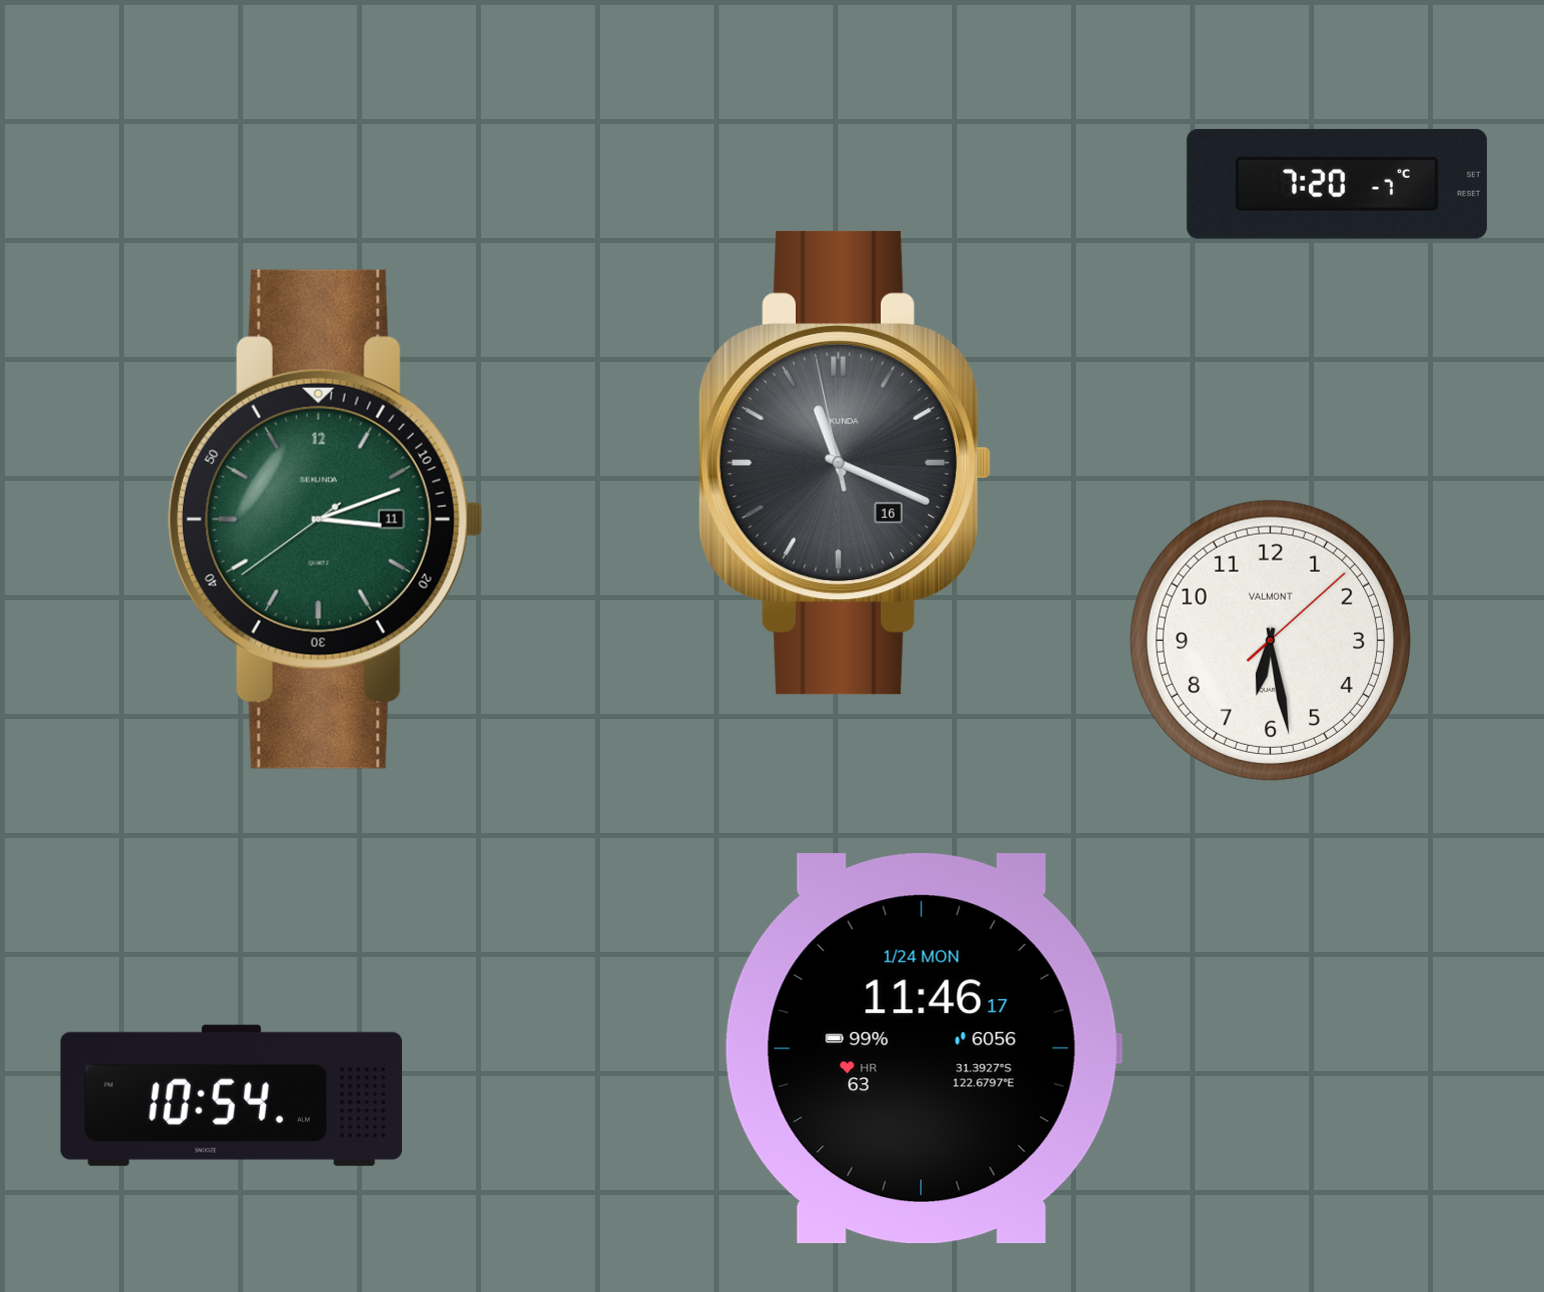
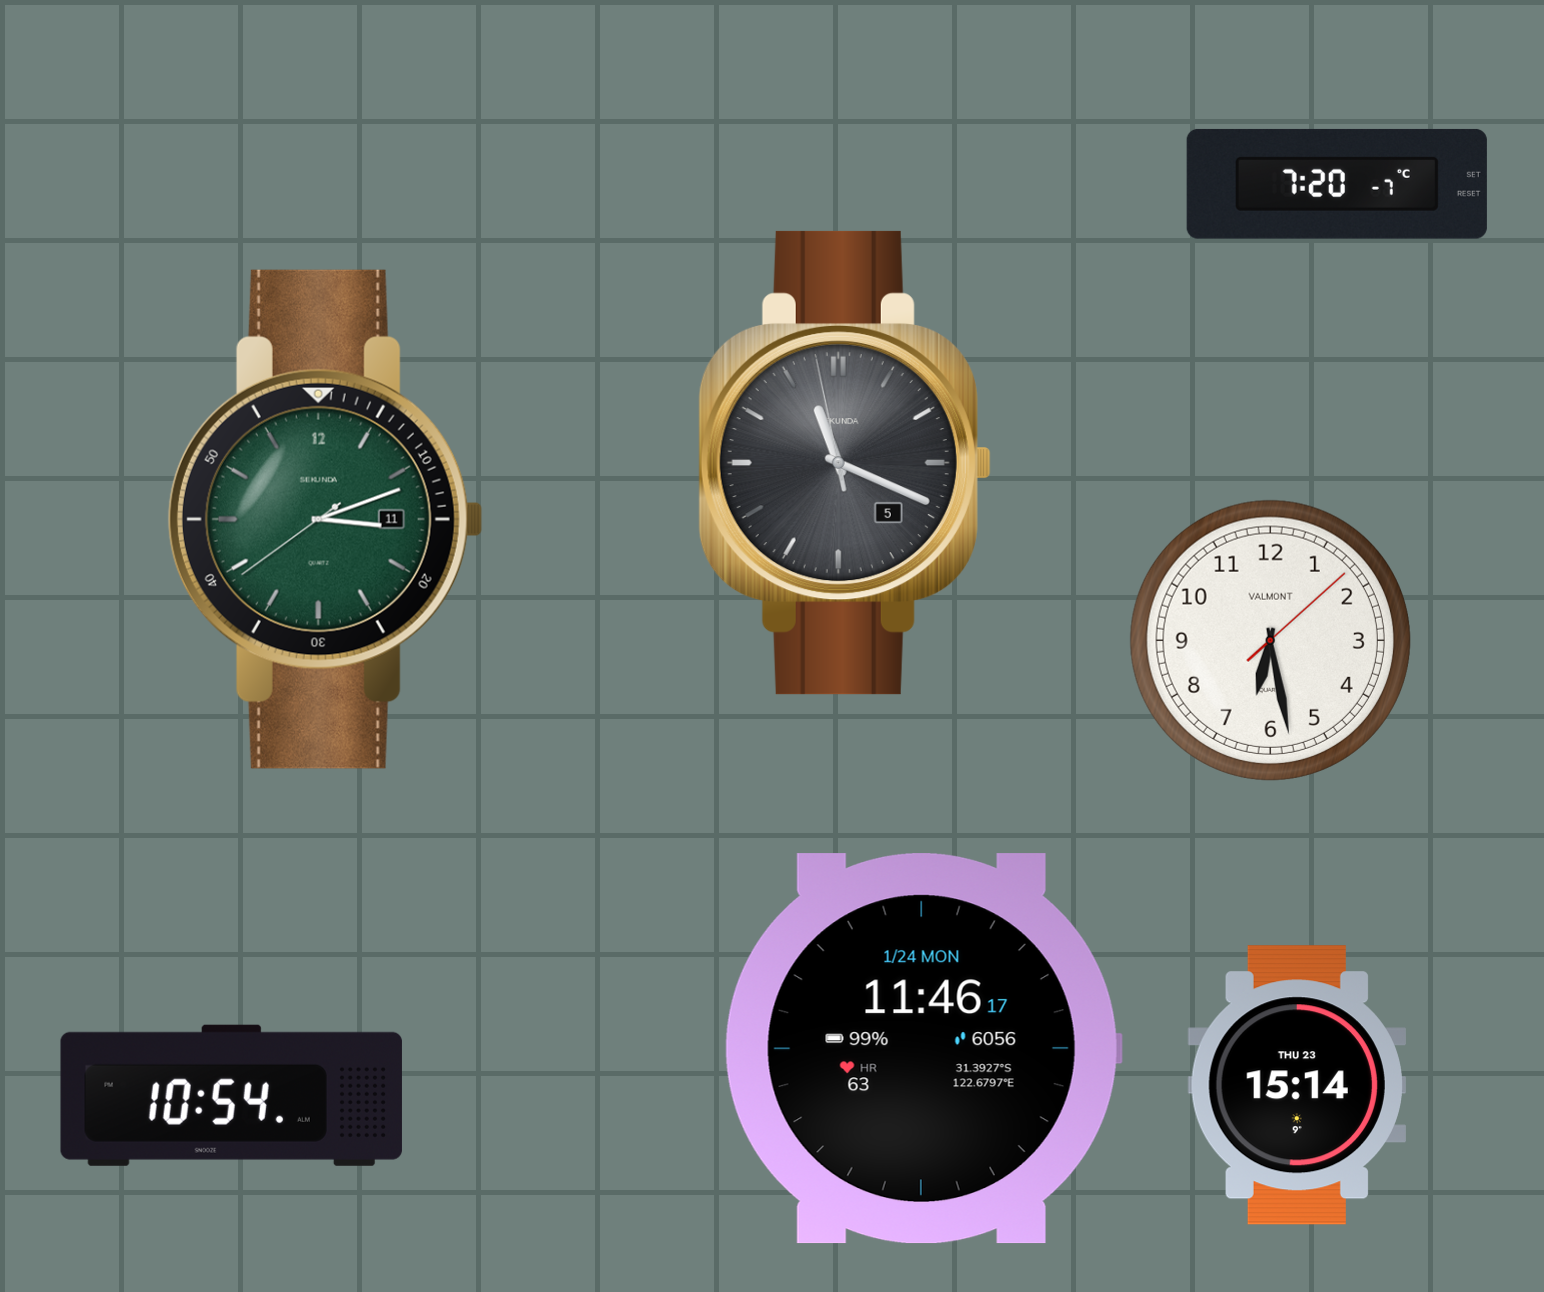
clock at (845, 463) date: 16 -> 5
clock at (1297, 1085): none -> 15:14
